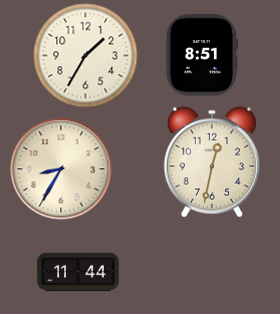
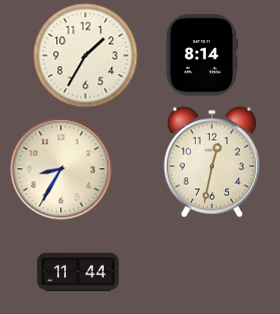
clock at (202, 55): 8:51 -> 8:14
